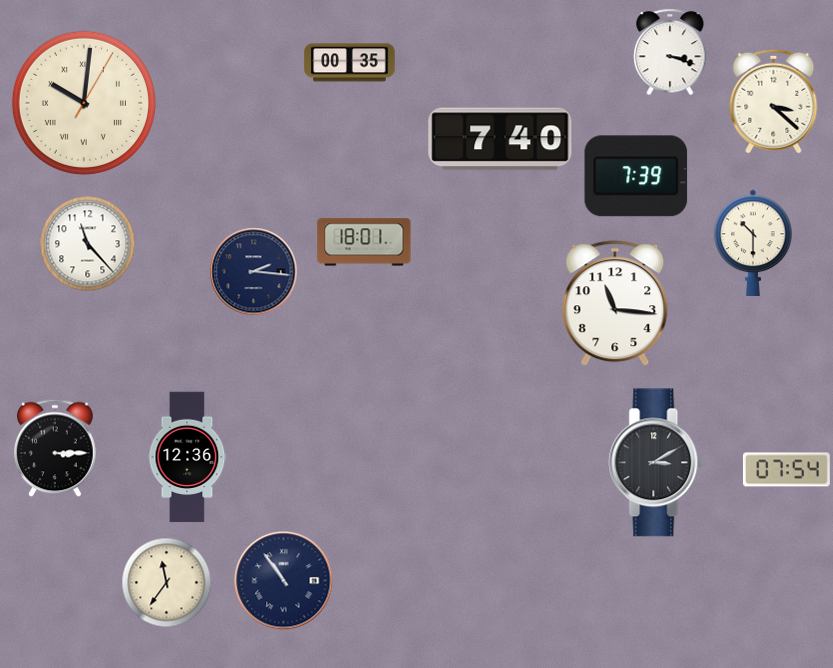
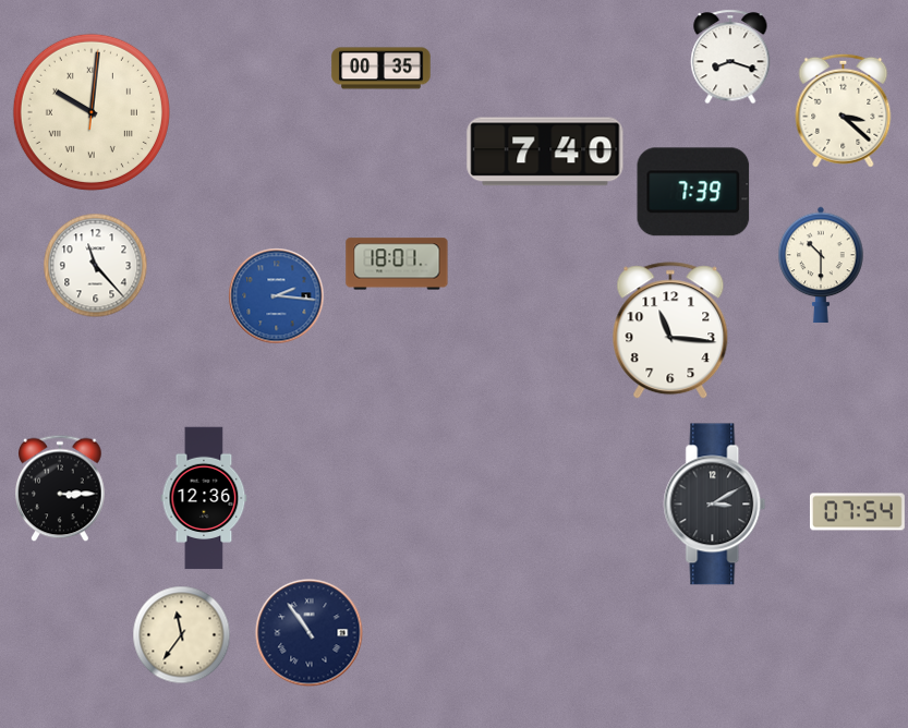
clock at (670, 52): 3:18 -> 8:18
clock at (84, 103): 10:01:05 -> 10:01:01
clock at (254, 272) dial: navy -> blue
